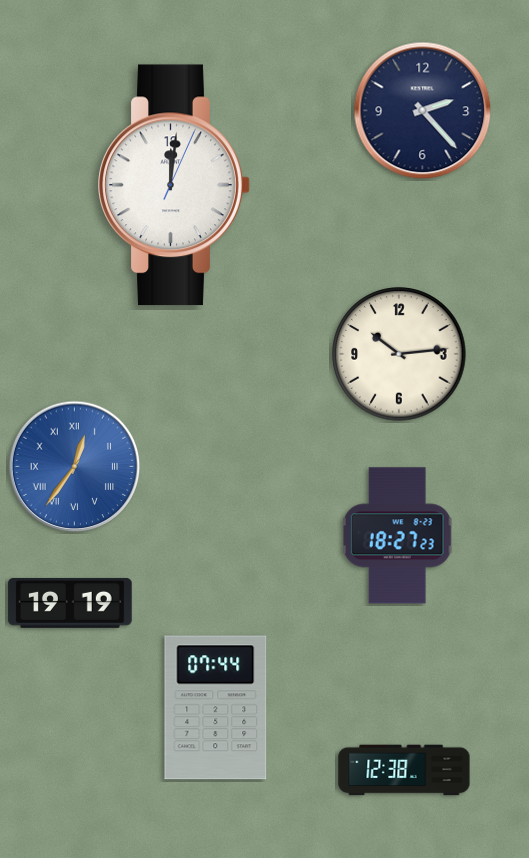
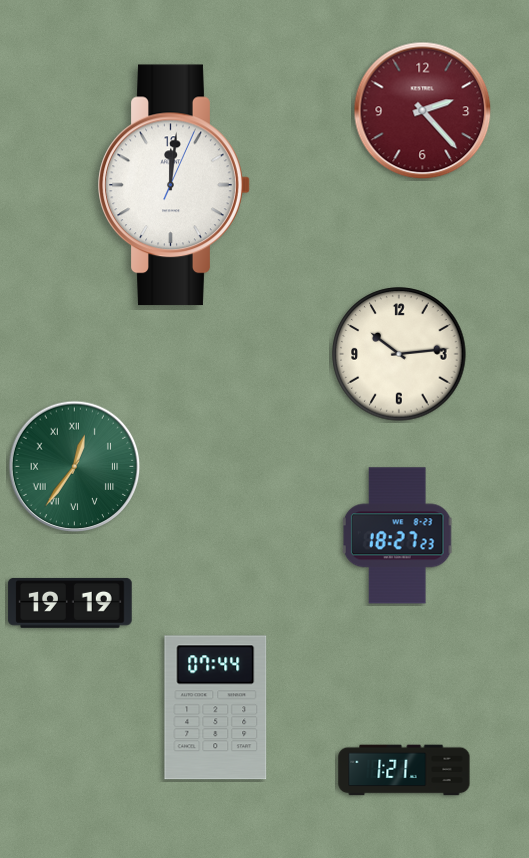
clock at (423, 111) dial: navy -> burgundy
clock at (75, 467) dial: blue -> green
clock at (404, 770): 12:38 -> 1:21
